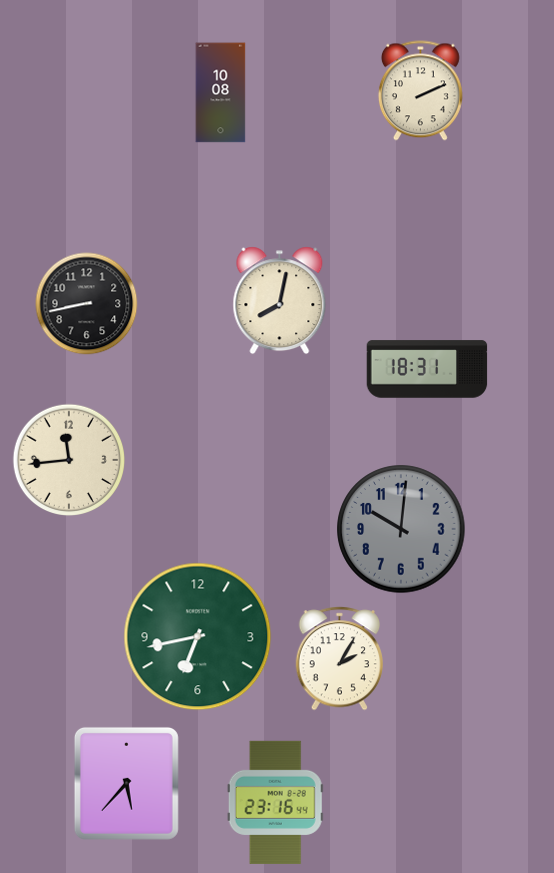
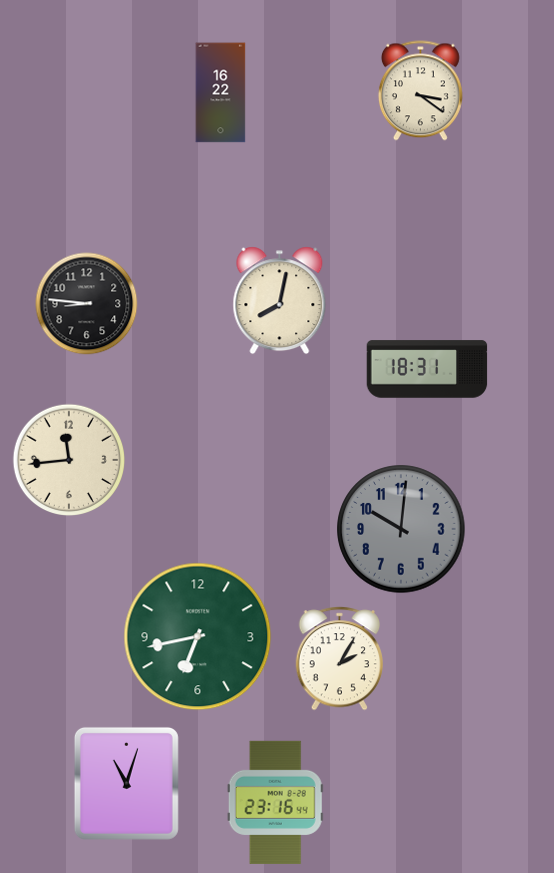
clock at (420, 91): 2:11 -> 3:21
clock at (221, 93): 10:08 -> 16:22
clock at (87, 304): 8:43 -> 8:46
clock at (126, 783): 5:37 -> 11:03
